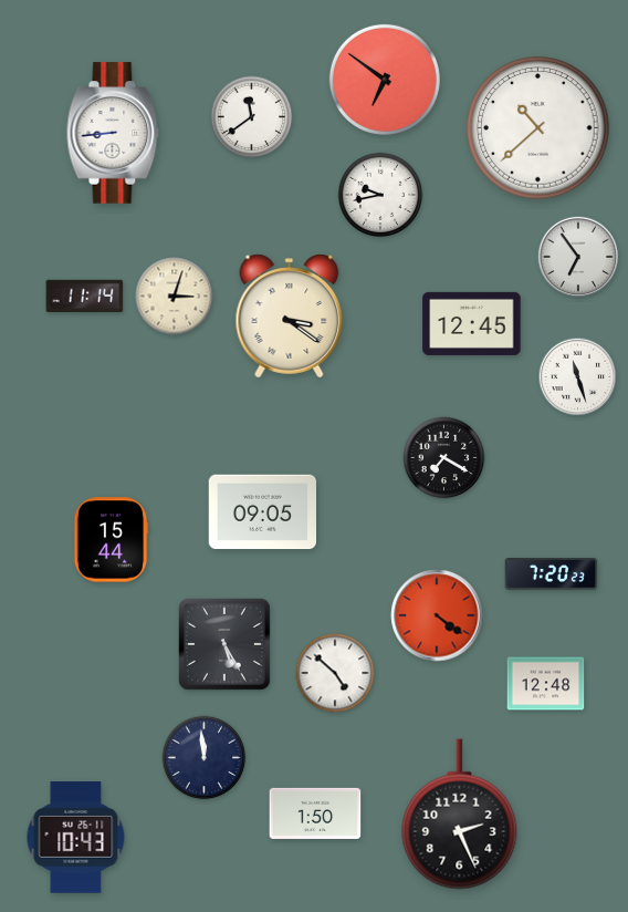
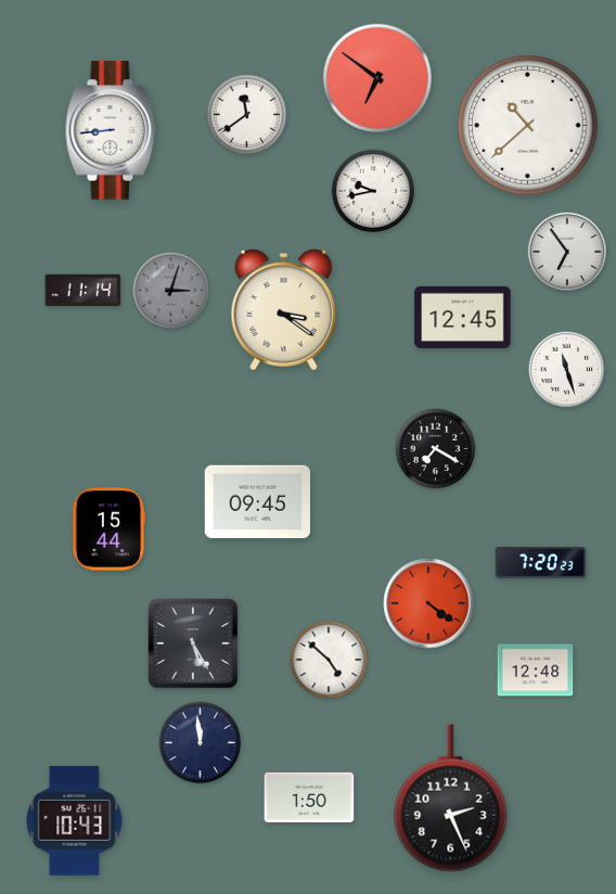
clock at (175, 297) dial: cream -> grey
clock at (263, 512): 09:05 -> 09:45
clock at (226, 645) position: (226, 645) -> (194, 644)
